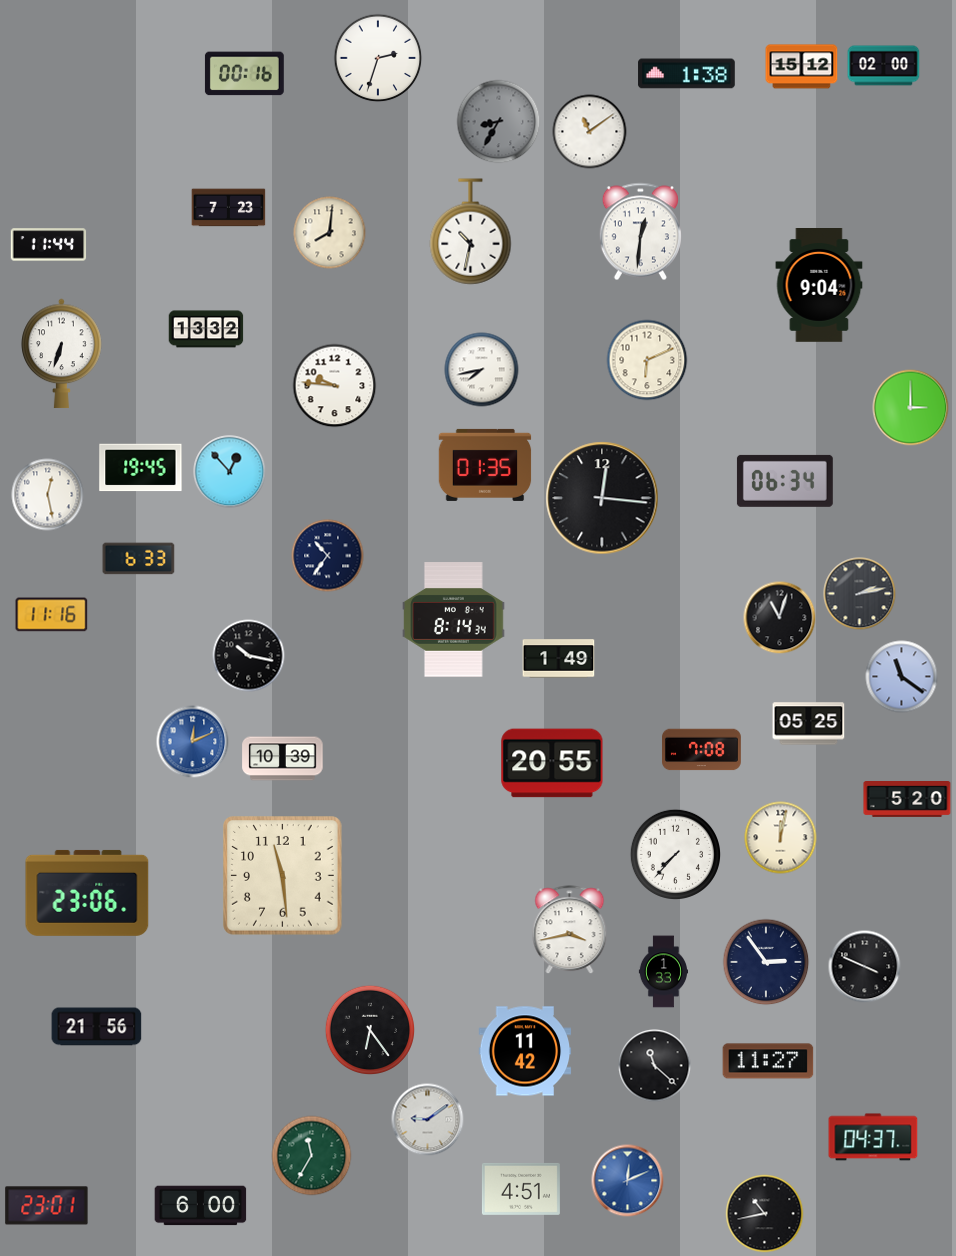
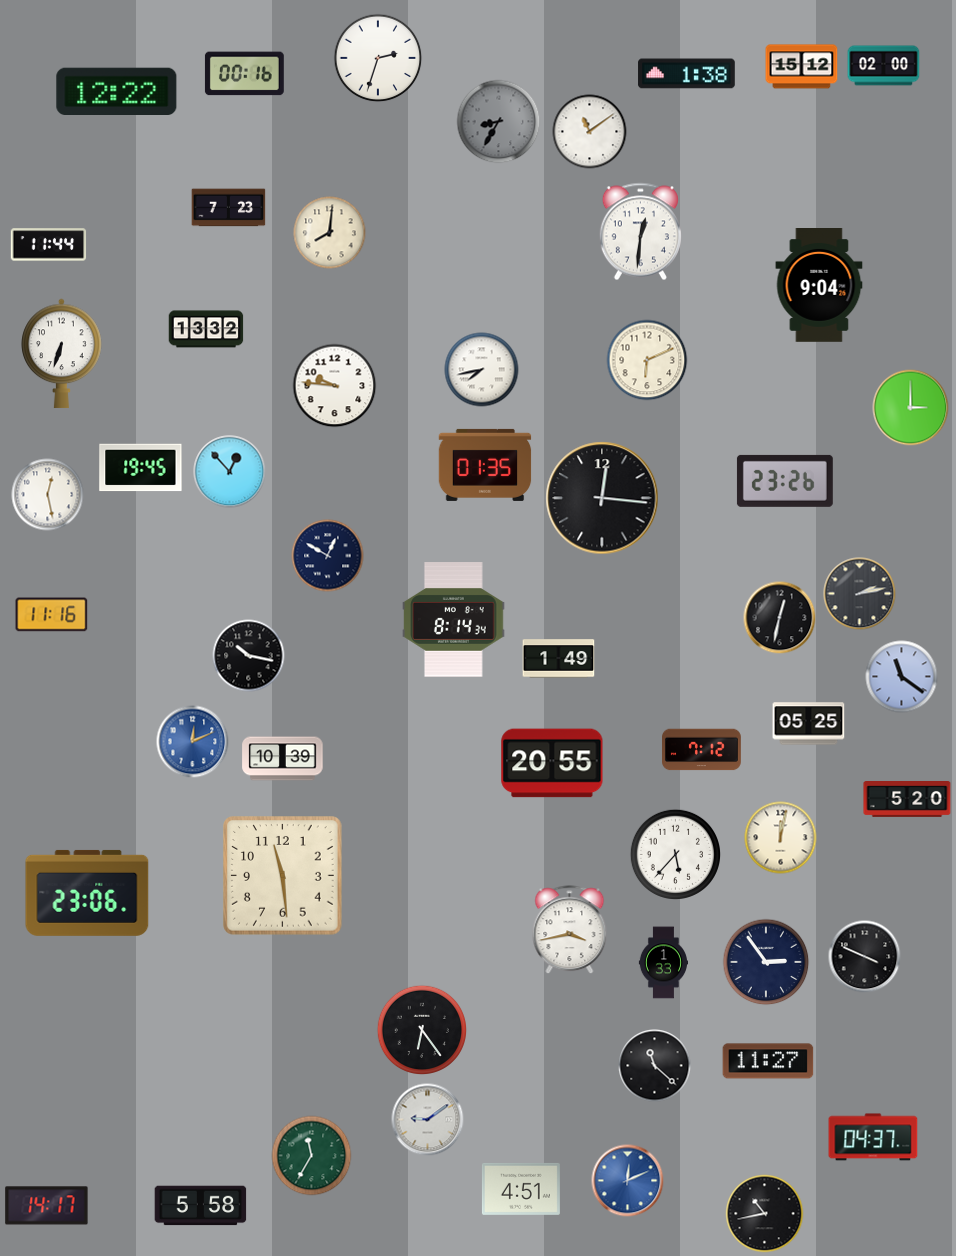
clock at (117, 91): none -> 12:22
clock at (471, 232): 10:32 -> none
clock at (785, 481): 06:34 -> 23:26
clock at (328, 556): 10:36 -> 12:50
clock at (139, 559): 6:33 -> none
clock at (780, 618): 11:03 -> 12:32
clock at (702, 750): 7:08 -> 7:12
clock at (675, 854): 7:37 -> 5:37
clock at (865, 967) position: (865, 967) -> (865, 957)
clock at (663, 972) position: (663, 972) -> (663, 963)
clock at (97, 1027): 21:56 -> none
clock at (369, 1029) position: (369, 1029) -> (421, 1029)
clock at (525, 1051): 11:42 -> none
clock at (47, 1206): 23:01 -> 14:17
clock at (201, 1206): 6:00 -> 5:58
